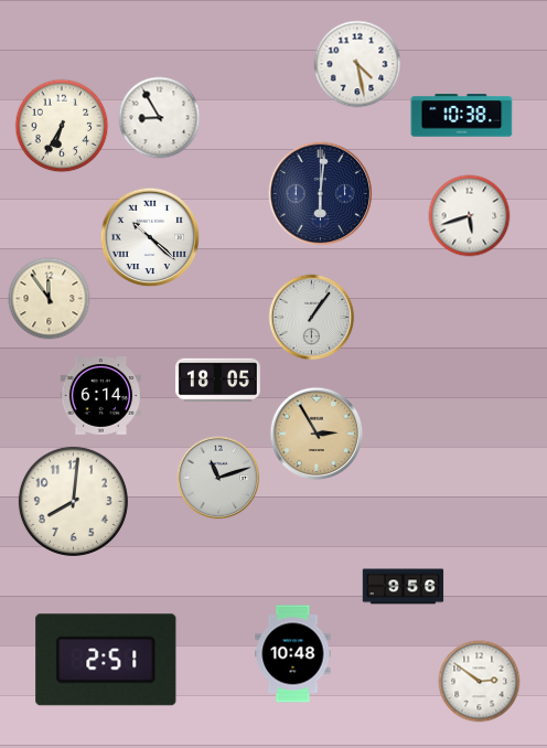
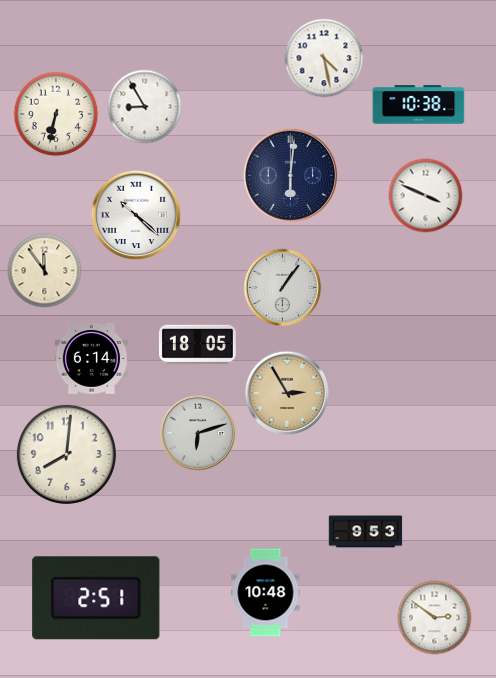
clock at (62, 126): 6:35 -> 6:32
clock at (470, 216): 5:42 -> 3:49
clock at (218, 478): 11:12 -> 6:12
clock at (404, 587): 9:56 -> 9:53
